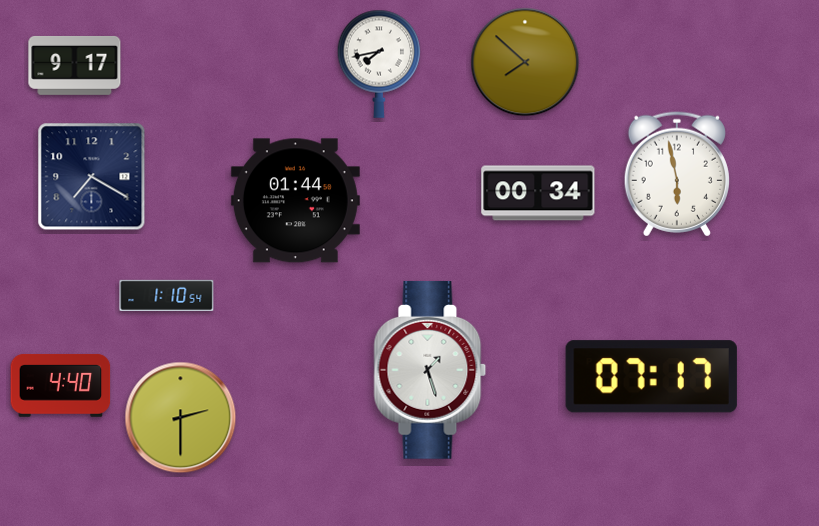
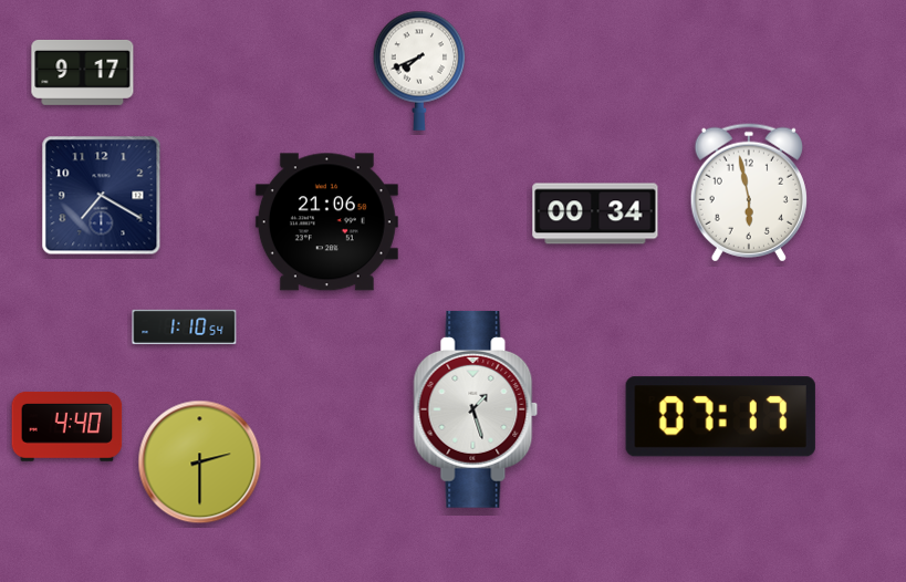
clock at (525, 62): 7:52 -> none
clock at (379, 64): 7:43 -> 7:41
clock at (295, 201): 01:44 -> 21:06
